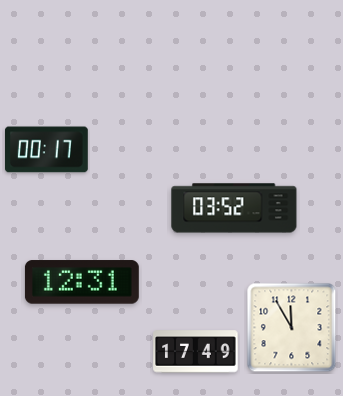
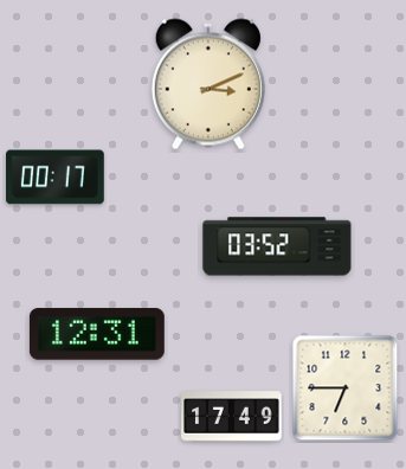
clock at (208, 84): none -> 3:11
clock at (292, 328): 11:55 -> 6:45
